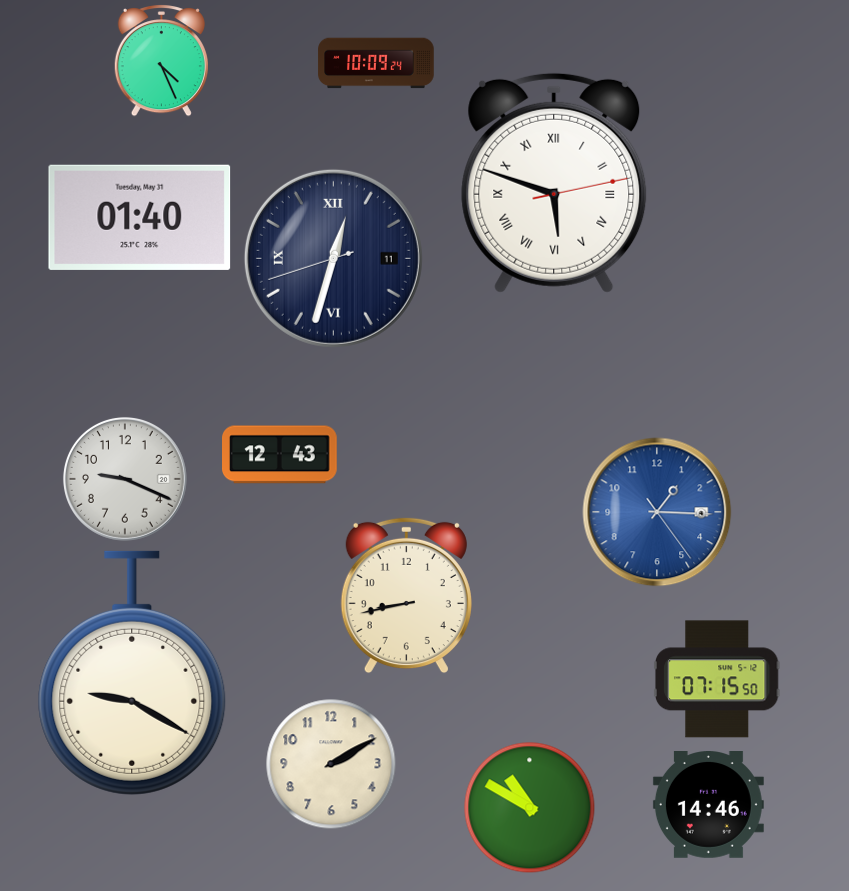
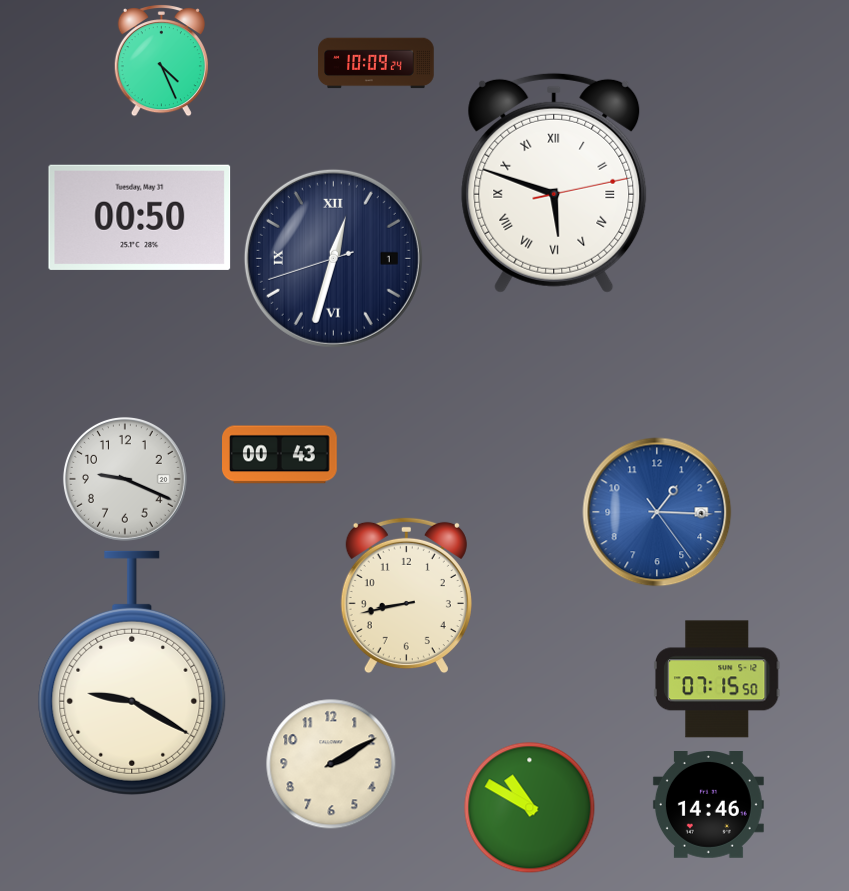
clock at (140, 217): 01:40 -> 00:50
clock at (333, 258) date: 11 -> 1
clock at (280, 455): 12:43 -> 00:43
